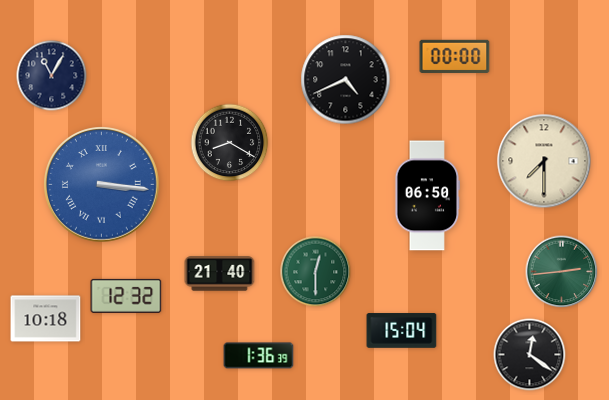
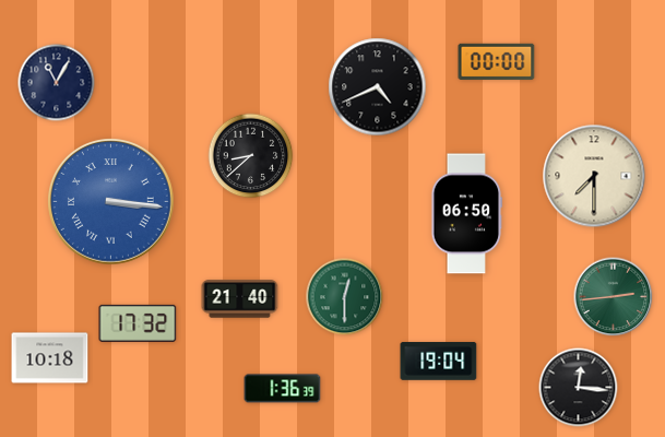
clock at (230, 143): 8:20 -> 8:38
clock at (126, 296): 12:32 -> 17:32
clock at (46, 319) position: (46, 319) -> (50, 358)
clock at (402, 331): 15:04 -> 19:04
clock at (530, 355): 12:21 -> 12:16
